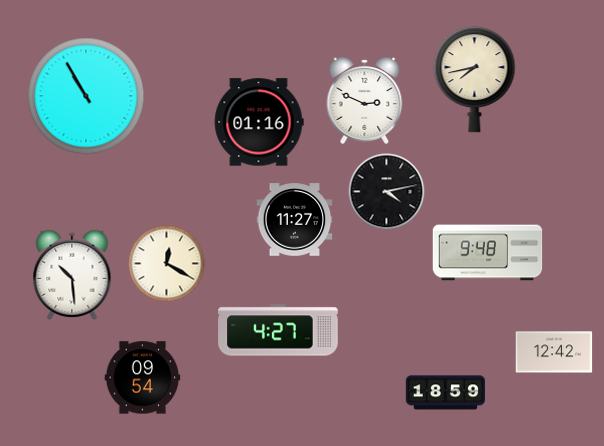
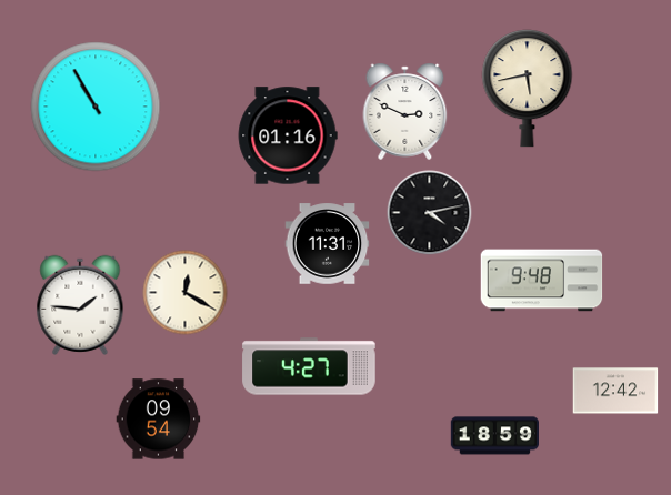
clock at (475, 80): 7:43 -> 5:43
clock at (295, 220): 11:27 -> 11:31
clock at (72, 275): 10:29 -> 1:46
